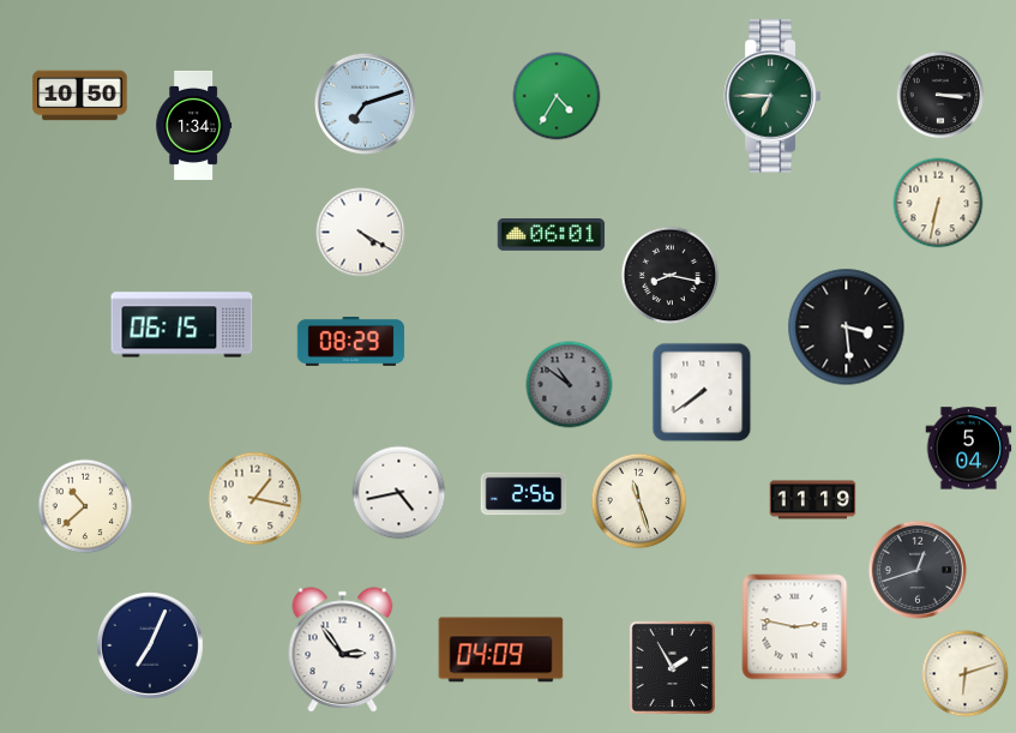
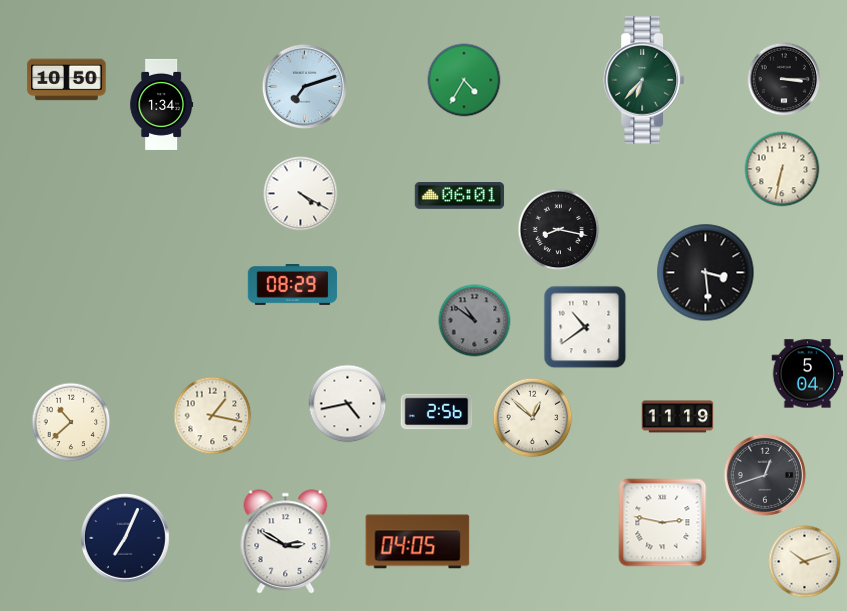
clock at (771, 96): 6:45 -> 6:37
clock at (182, 325): 06:15 -> none
clock at (702, 392): 7:39 -> 10:39
clock at (399, 493) position: (399, 493) -> (348, 404)
clock at (639, 501): 11:27 -> 12:52
clock at (343, 650): 2:54 -> 2:50
clock at (501, 650): 04:09 -> 04:05
clock at (672, 667): 1:55 -> none
clock at (966, 674): 6:12 -> 10:12
